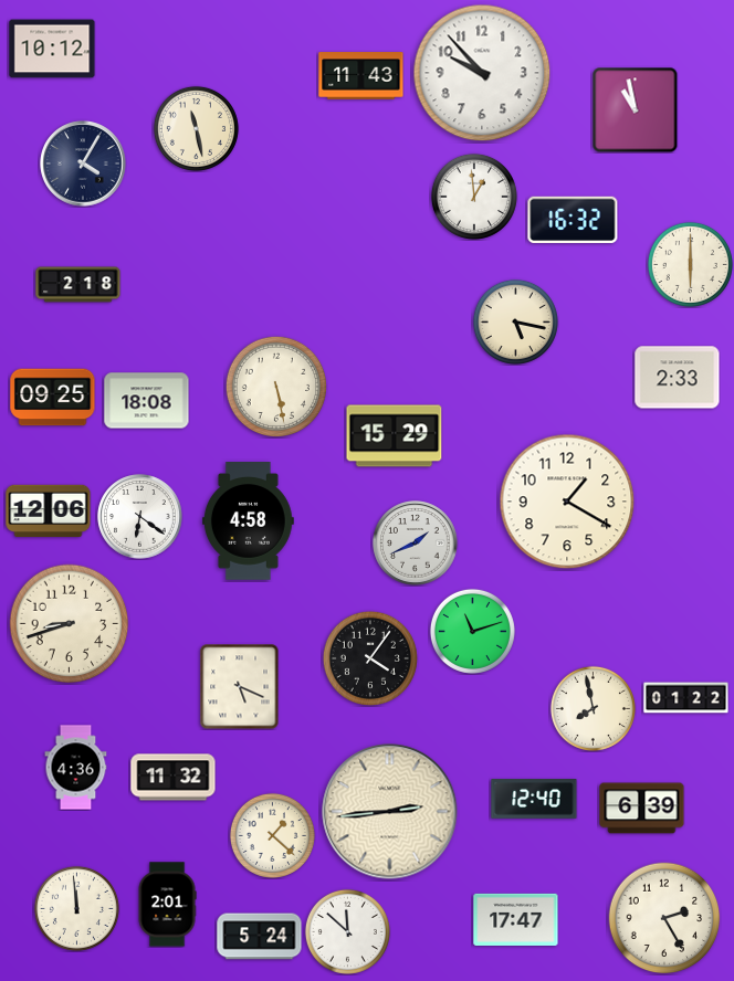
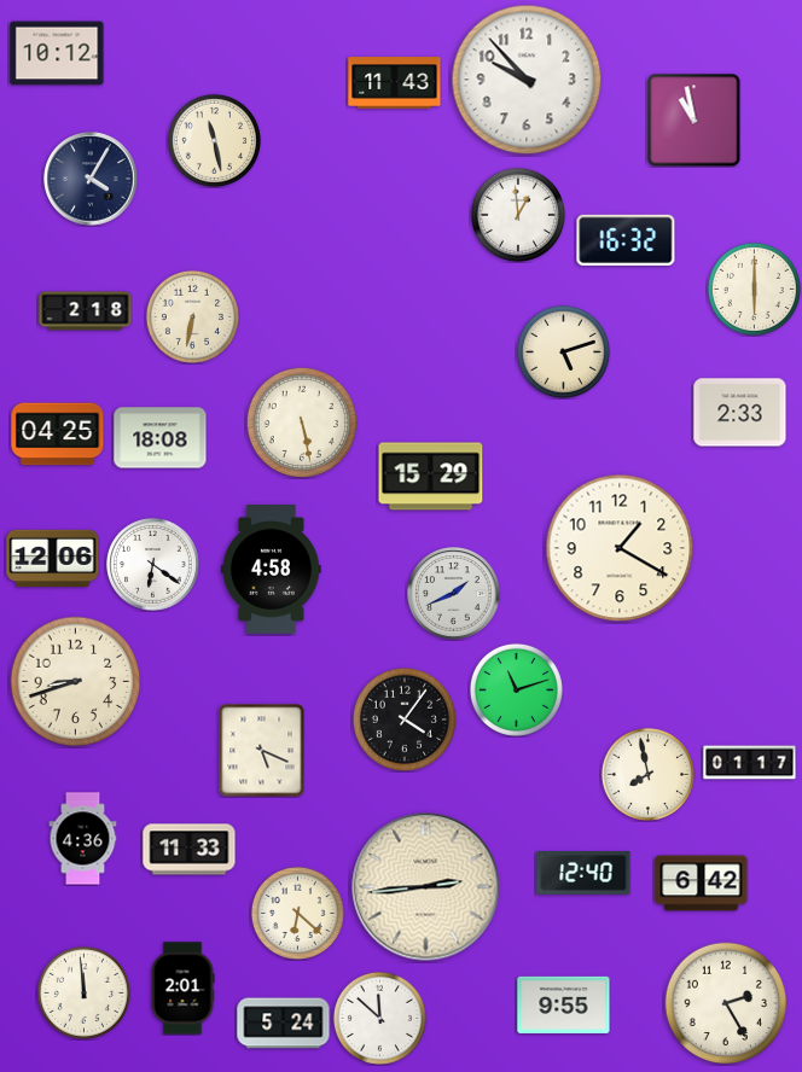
clock at (192, 316): none -> 6:32
clock at (515, 321): 5:17 -> 5:12
clock at (53, 398): 09:25 -> 04:25
clock at (686, 698): 01:22 -> 01:17
clock at (174, 778): 11:32 -> 11:33
clock at (642, 809): 6:39 -> 6:42
clock at (272, 835): 1:22 -> 6:22
clock at (516, 919): 17:47 -> 9:55
